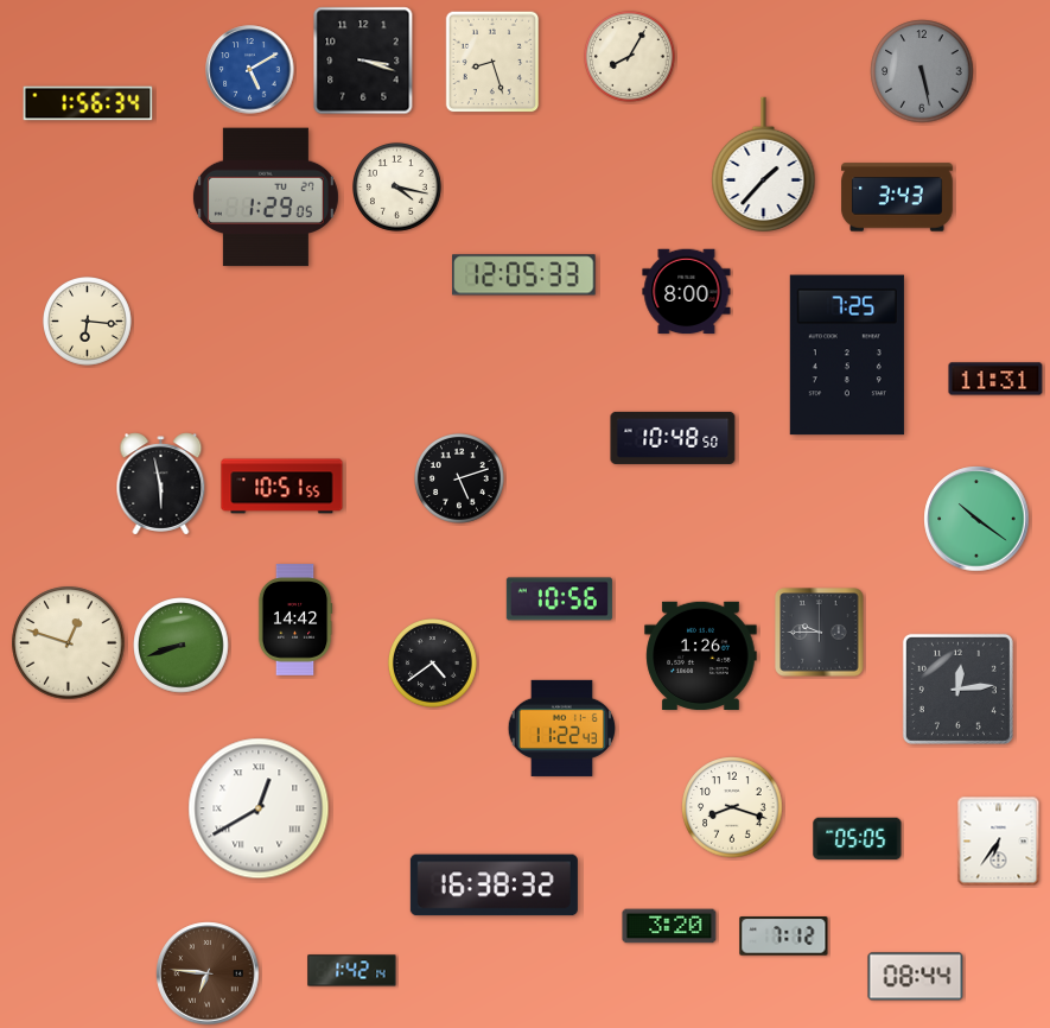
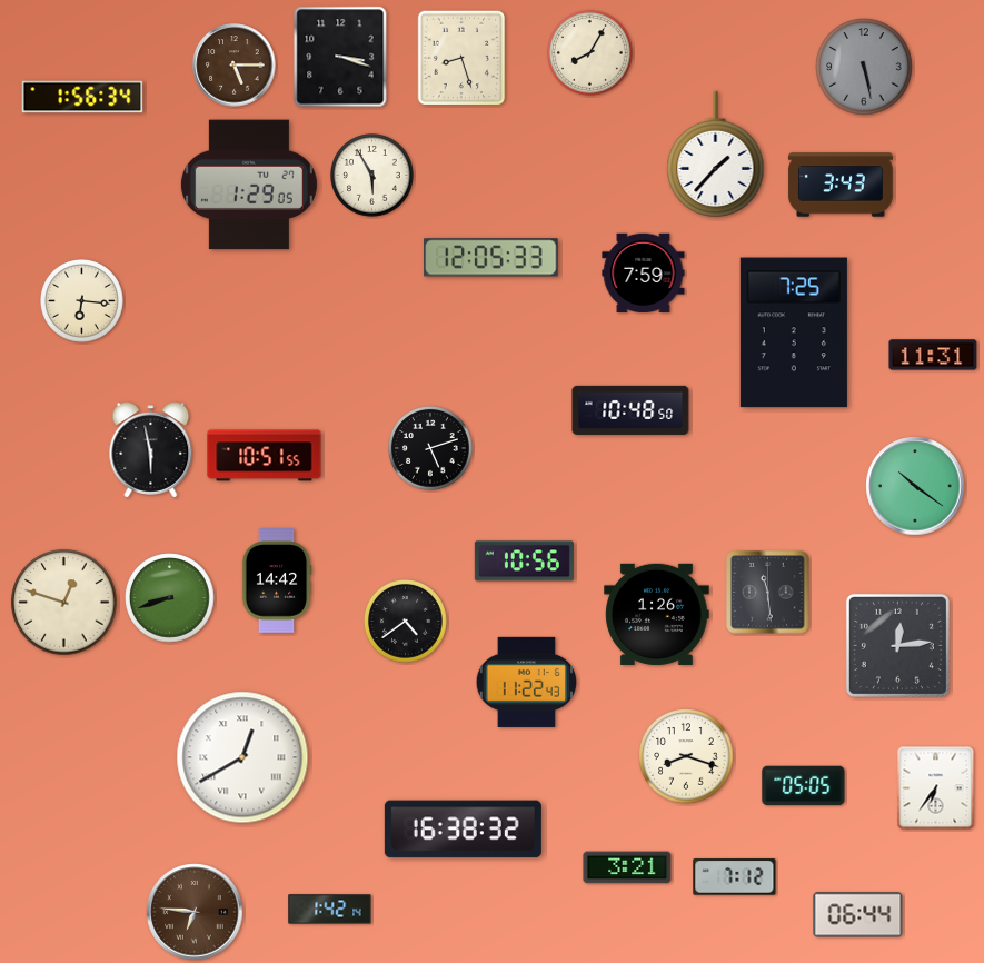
clock at (250, 70): 5:10 -> 5:15
clock at (250, 70) dial: blue -> brown
clock at (397, 188): 4:17 -> 5:55
clock at (687, 292): 8:00 -> 7:59
clock at (161, 484) position: (161, 484) -> (151, 450)
clock at (820, 633): 9:45 -> 11:29
clock at (182, 646) position: (182, 646) -> (170, 598)
clock at (669, 926): 3:20 -> 3:21
clock at (916, 977): 08:44 -> 06:44
